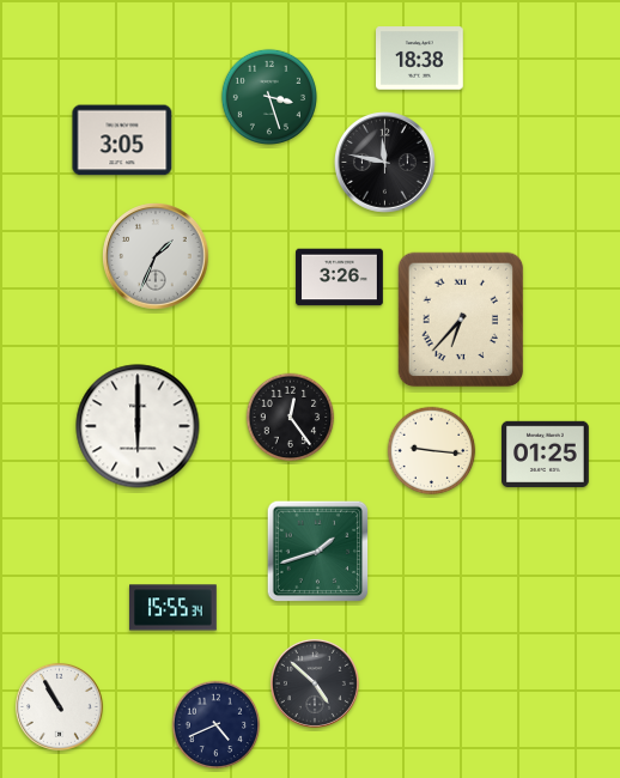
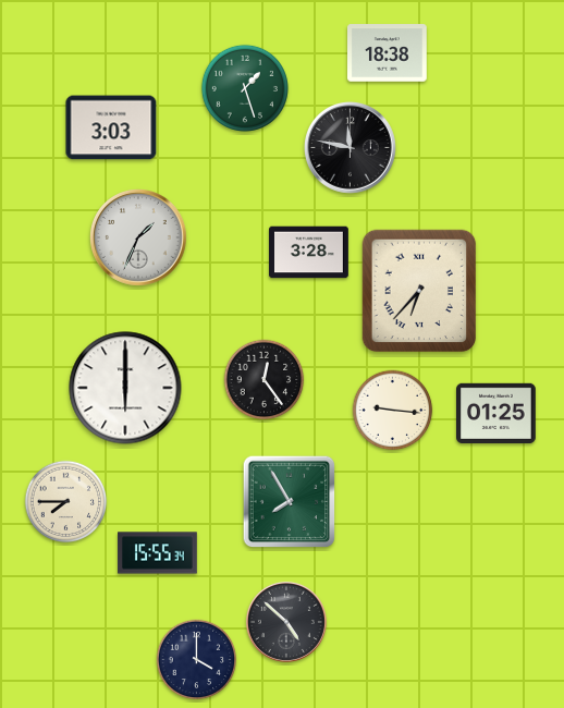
clock at (420, 59) position: (420, 59) -> (388, 53)
clock at (269, 97): 3:27 -> 1:27
clock at (122, 140): 3:05 -> 3:03
clock at (156, 256) position: (156, 256) -> (138, 237)
clock at (340, 278): 3:26 -> 3:28
clock at (66, 502): none -> 7:45
clock at (318, 552): 1:42 -> 7:55
clock at (59, 706): 10:55 -> none
clock at (217, 725): 4:41 -> 4:00
